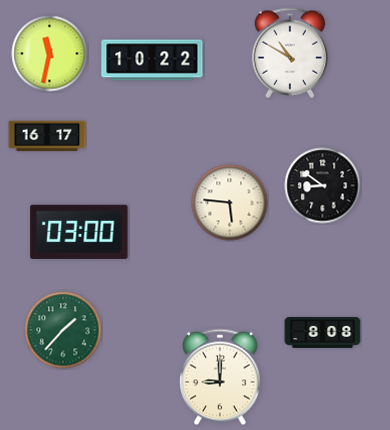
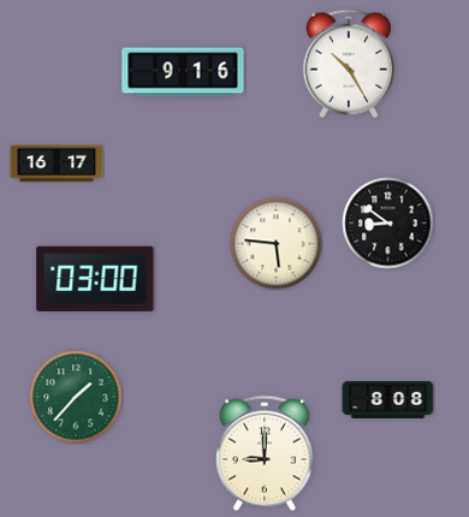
clock at (290, 53): 10:50 -> 10:25
clock at (50, 54): 11:32 -> none
clock at (152, 60): 10:22 -> 9:16
